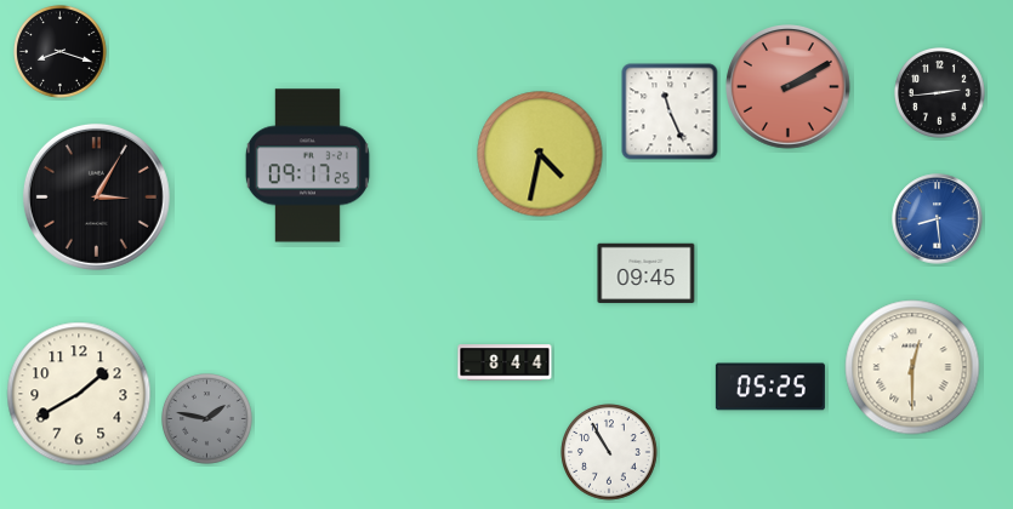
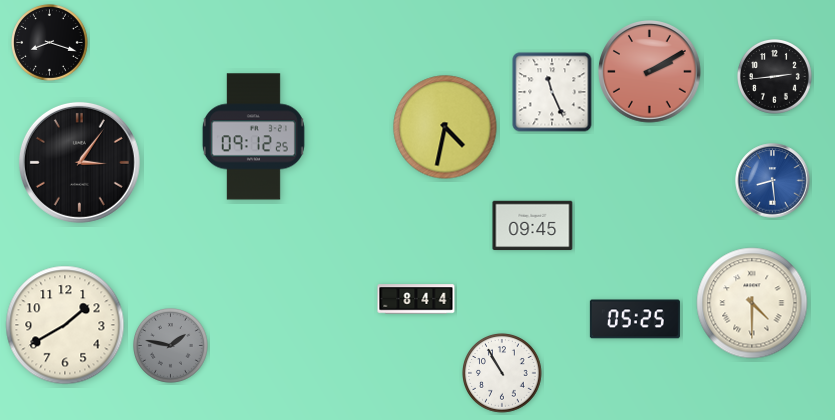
clock at (307, 166): 09:17 -> 09:12
clock at (96, 196): 3:05 -> 3:06
clock at (912, 367): 12:30 -> 4:30
